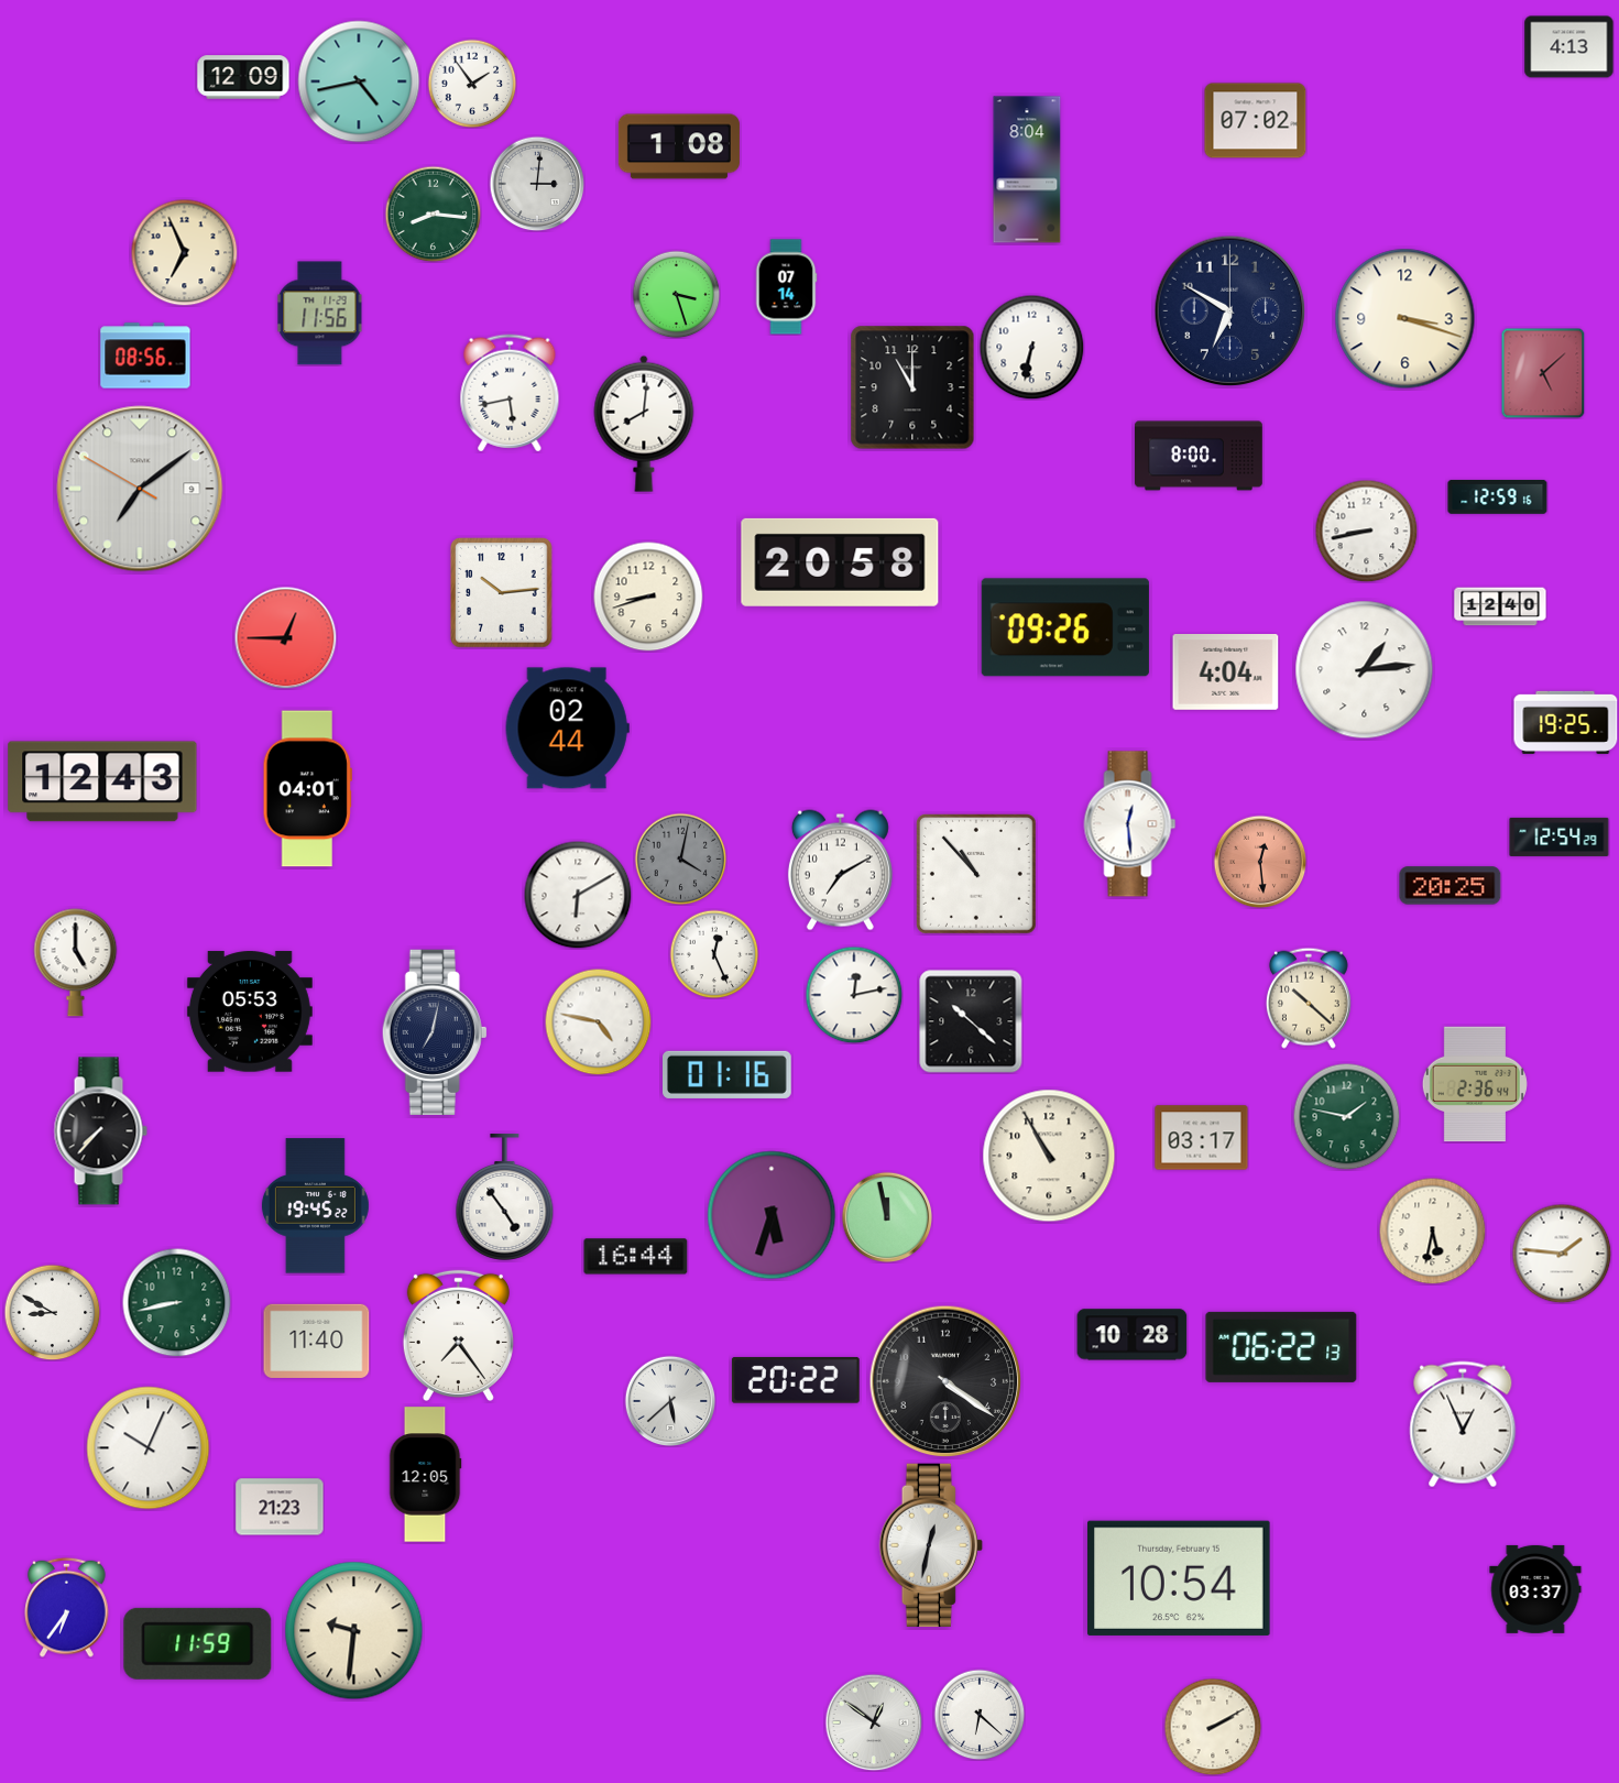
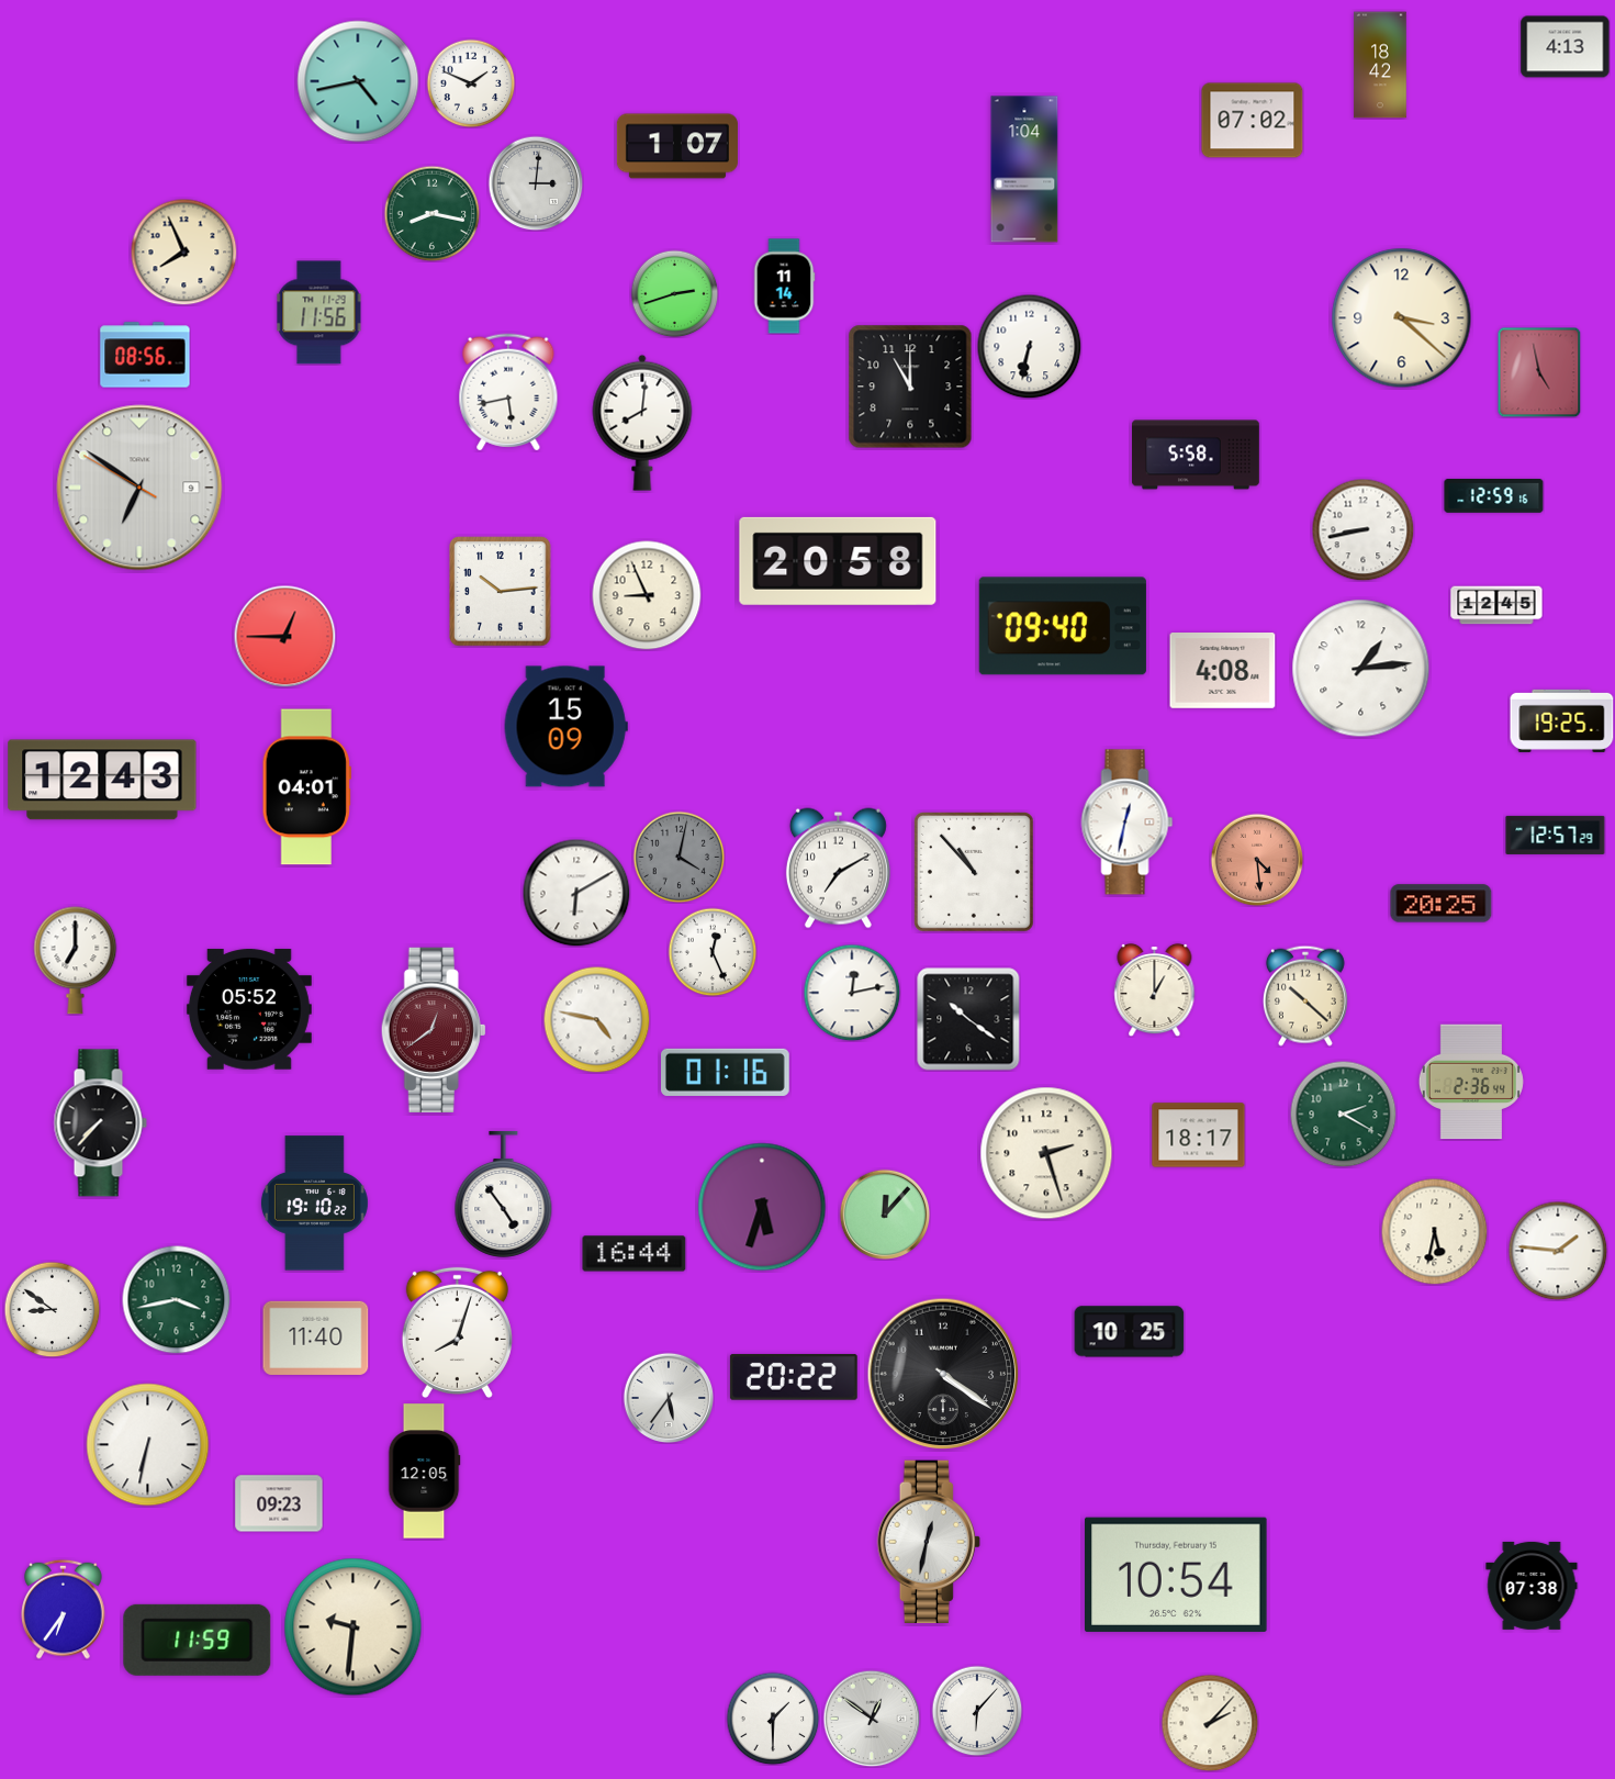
clock at (1380, 65): none -> 18:42
clock at (243, 77): 12:09 -> none
clock at (472, 84): 1:54 -> 1:49
clock at (679, 146): 1:08 -> 1:07
clock at (1027, 169): 8:04 -> 1:04
clock at (433, 214): 8:16 -> 8:17
clock at (184, 252): 6:56 -> 7:56
clock at (786, 287): 07:14 -> 11:14
clock at (676, 294): 3:27 -> 2:42
clock at (1230, 311): 6:50 -> none
clock at (1405, 319): 3:18 -> 3:22
clock at (1543, 373): 5:08 -> 4:58
clock at (1199, 456): 8:00 -> 5:58
clock at (140, 489): 7:08 -> 6:50
clock at (648, 597): 8:42 -> 8:56
clock at (1500, 606): 12:40 -> 12:45
clock at (1065, 627): 09:26 -> 09:40
clock at (1226, 672): 4:04 -> 4:08
clock at (567, 729): 02:44 -> 15:09
clock at (1130, 824): 12:29 -> 12:32
clock at (1560, 836): 12:54 -> 12:57
clock at (1260, 862): 12:29 -> 4:29
clock at (1451, 886) position: (1451, 886) -> (1442, 904)
clock at (76, 963): 5:00 -> 7:00
clock at (1155, 989): none -> 1:00
clock at (250, 1011): 05:53 -> 05:52
clock at (971, 1021): 10:22 -> 10:21
clock at (435, 1032): 7:02 -> 12:39
clock at (435, 1032) dial: navy -> burgundy
clock at (1346, 1116): 1:47 -> 2:20
clock at (100, 1131) position: (100, 1131) -> (100, 1123)
clock at (1202, 1138): 03:17 -> 18:17
clock at (1049, 1156): 10:55 -> 2:27
clock at (315, 1206): 19:45 -> 19:10
clock at (772, 1215) position: (772, 1215) -> (762, 1207)
clock at (887, 1217): 11:58 -> 12:07
clock at (1432, 1230) position: (1432, 1230) -> (1434, 1231)
clock at (177, 1303): 8:43 -> 3:43
clock at (52, 1312): 8:50 -> 8:51
clock at (458, 1335): 7:24 -> 8:03
clock at (1133, 1335): 10:28 -> 10:25
clock at (1281, 1347): 06:22 -> none
clock at (945, 1381) position: (945, 1381) -> (943, 1374)
clock at (670, 1401): 5:38 -> 5:36
clock at (1463, 1424): 12:56 -> none
clock at (149, 1448): 10:04 -> 6:32
clock at (280, 1507): 21:23 -> 09:23
clock at (1535, 1589): 03:37 -> 07:38
clock at (67, 1607) position: (67, 1607) -> (64, 1609)
clock at (980, 1715): 6:22 -> 6:07
clock at (773, 1719): none -> 1:30
clock at (1213, 1727): 2:10 -> 2:07
